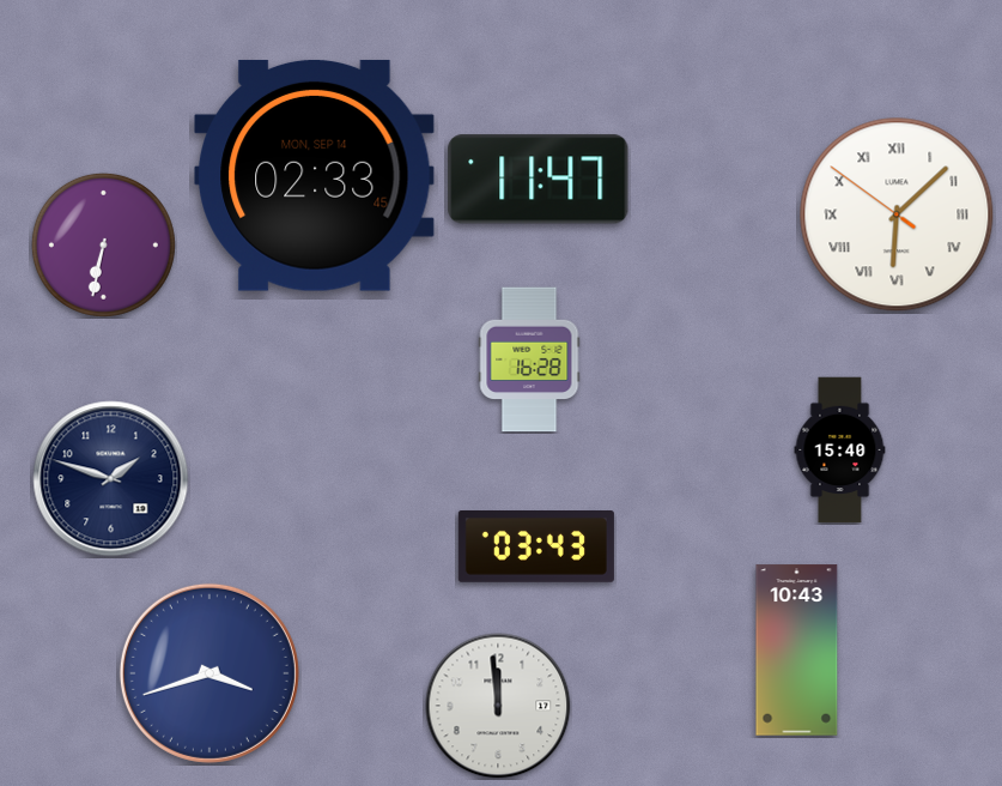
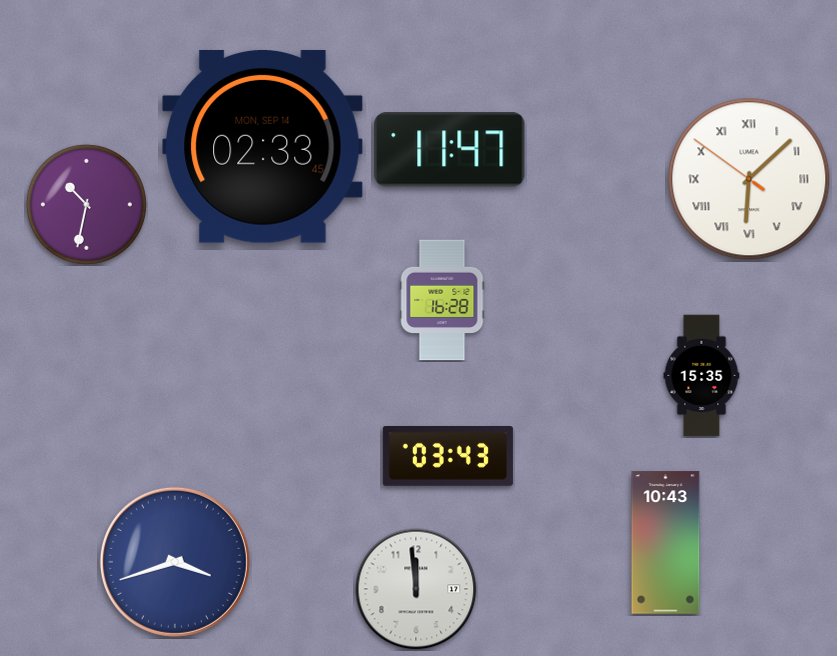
clock at (103, 244): 6:32 -> 10:32
clock at (840, 451): 15:40 -> 15:35
clock at (111, 479): 1:48 -> none
